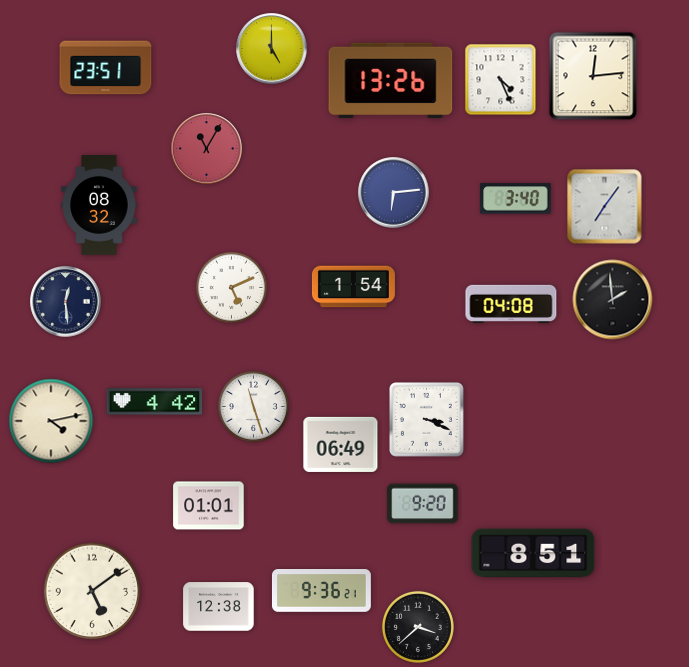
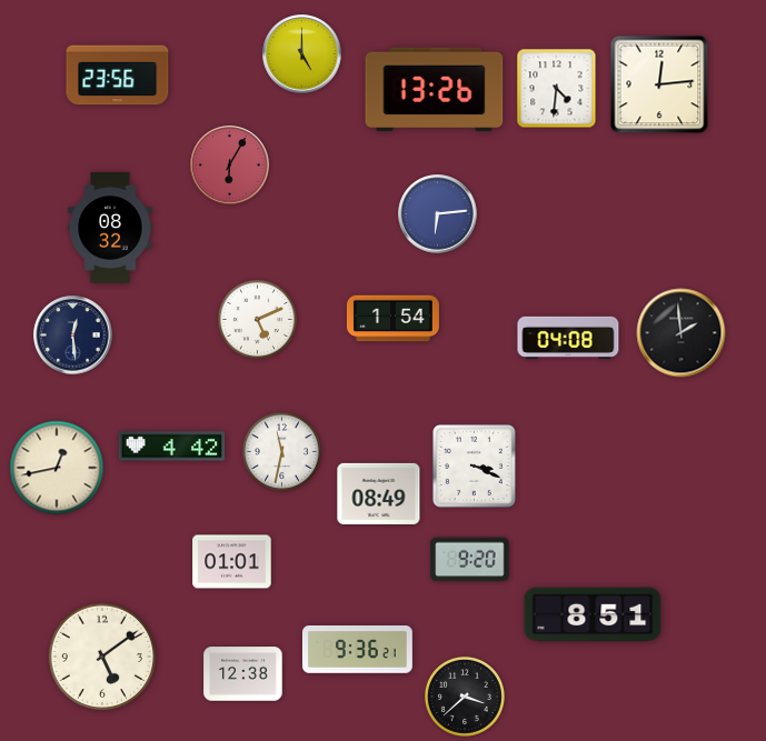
clock at (106, 68): 23:51 -> 23:56
clock at (501, 80): 4:26 -> 4:31
clock at (207, 149): 11:05 -> 6:05
clock at (516, 199): 3:40 -> none
clock at (605, 207): 7:06 -> none
clock at (253, 406): 11:27 -> 11:32
clock at (51, 421): 4:13 -> 12:43
clock at (341, 444): 06:49 -> 08:49
clock at (321, 591) position: (321, 591) -> (357, 650)
